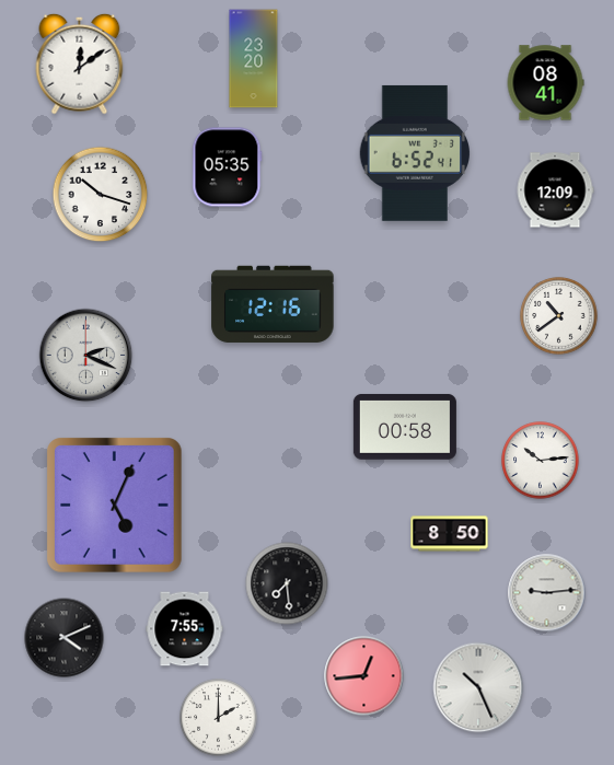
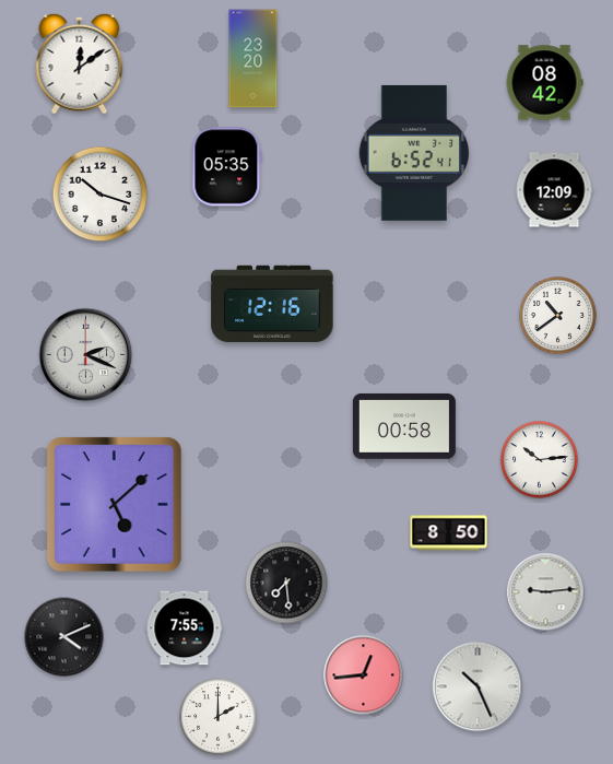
clock at (545, 83): 08:41 -> 08:42
clock at (115, 506): 5:04 -> 5:08
